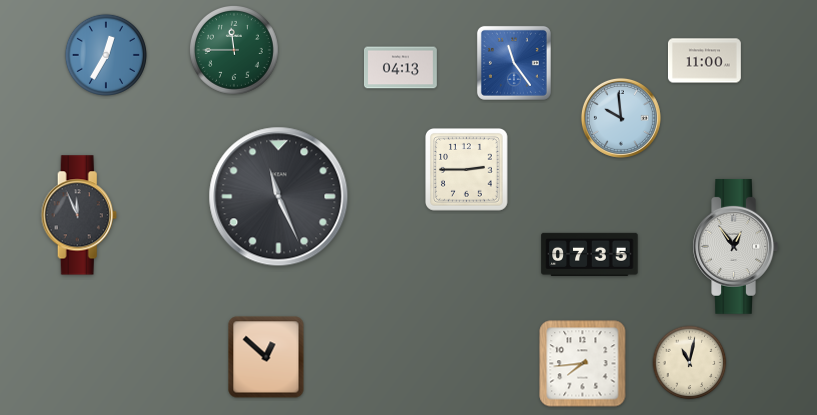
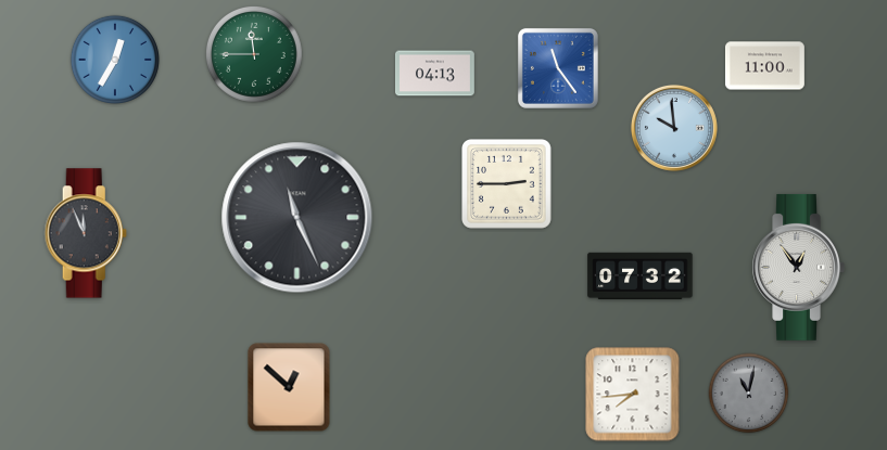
clock at (279, 197) position: (279, 197) -> (297, 218)
clock at (590, 254): 07:35 -> 07:32
clock at (690, 363) dial: cream -> grey
